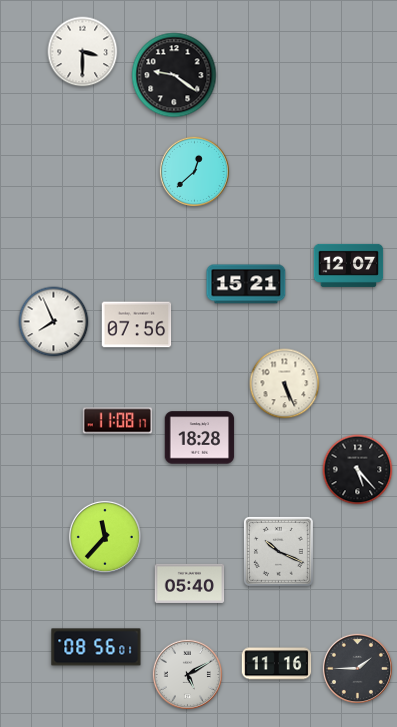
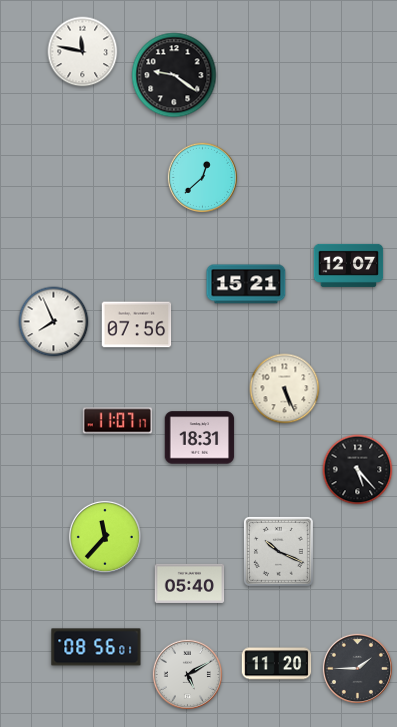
clock at (83, 52): 3:30 -> 11:47
clock at (194, 171) position: (194, 171) -> (202, 177)
clock at (285, 384) position: (285, 384) -> (285, 389)
clock at (118, 421): 11:08 -> 11:07
clock at (200, 438): 18:28 -> 18:31
clock at (277, 664): 11:16 -> 11:20
